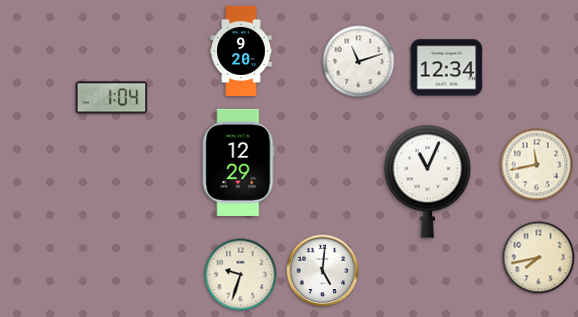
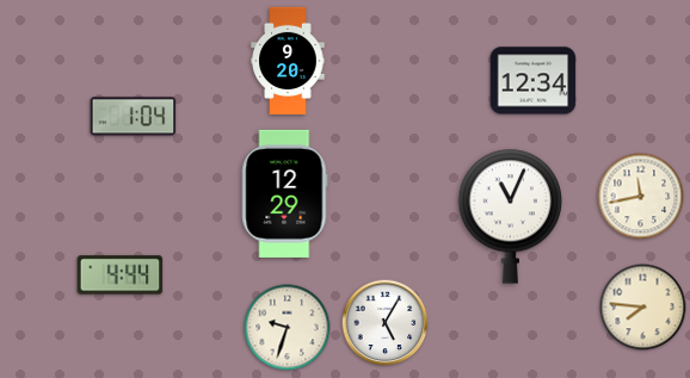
clock at (359, 62): 11:12 -> none
clock at (121, 275): none -> 4:44
clock at (539, 258): 7:43 -> 7:46
clock at (323, 271): 5:01 -> 5:05
